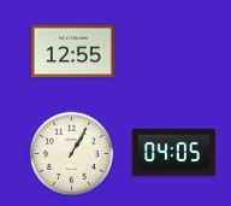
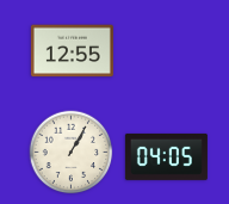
clock at (173, 152) position: (173, 152) -> (166, 156)
